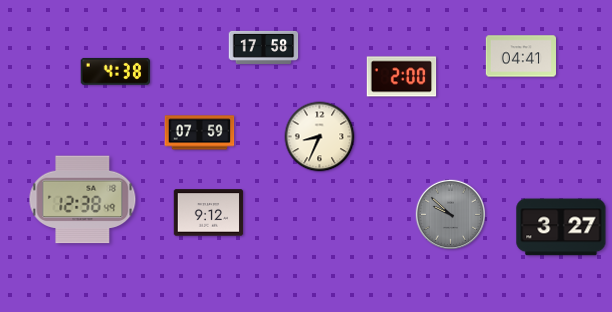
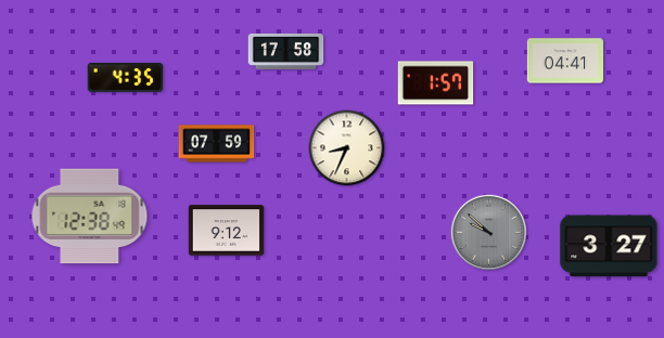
clock at (116, 71): 4:38 -> 4:35
clock at (402, 77): 2:00 -> 1:57
